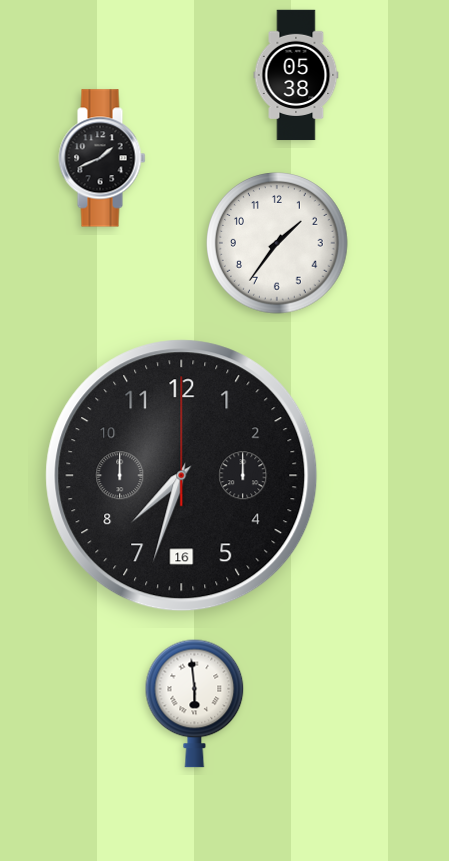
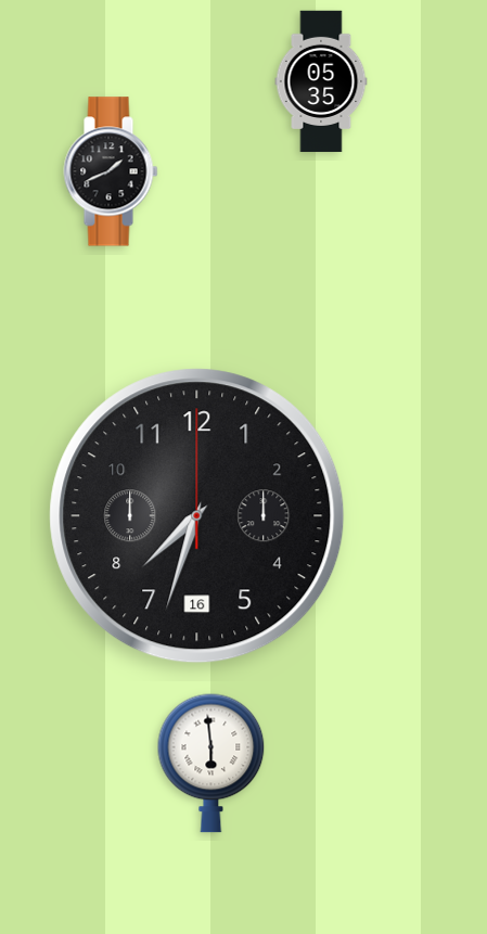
clock at (296, 75): 05:38 -> 05:35
clock at (277, 243): 1:36 -> none
